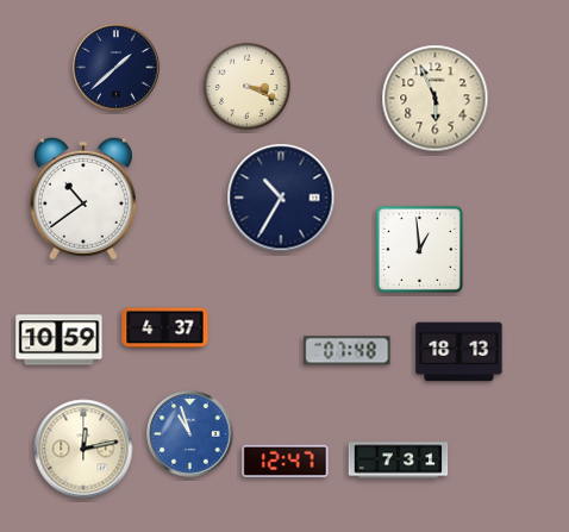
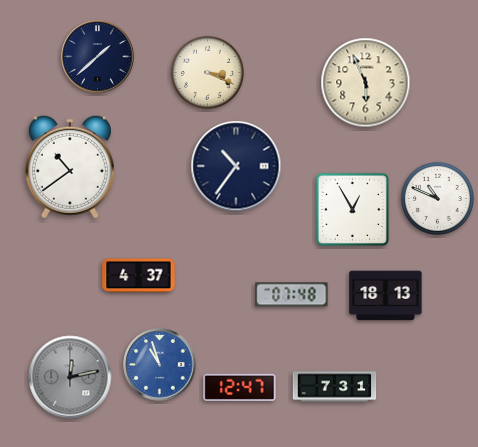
clock at (281, 198): 10:35 -> 10:36
clock at (437, 198): none -> 10:49
clock at (419, 249): 12:59 -> 12:55
clock at (60, 340): 10:59 -> none
clock at (83, 449) dial: cream -> grey
